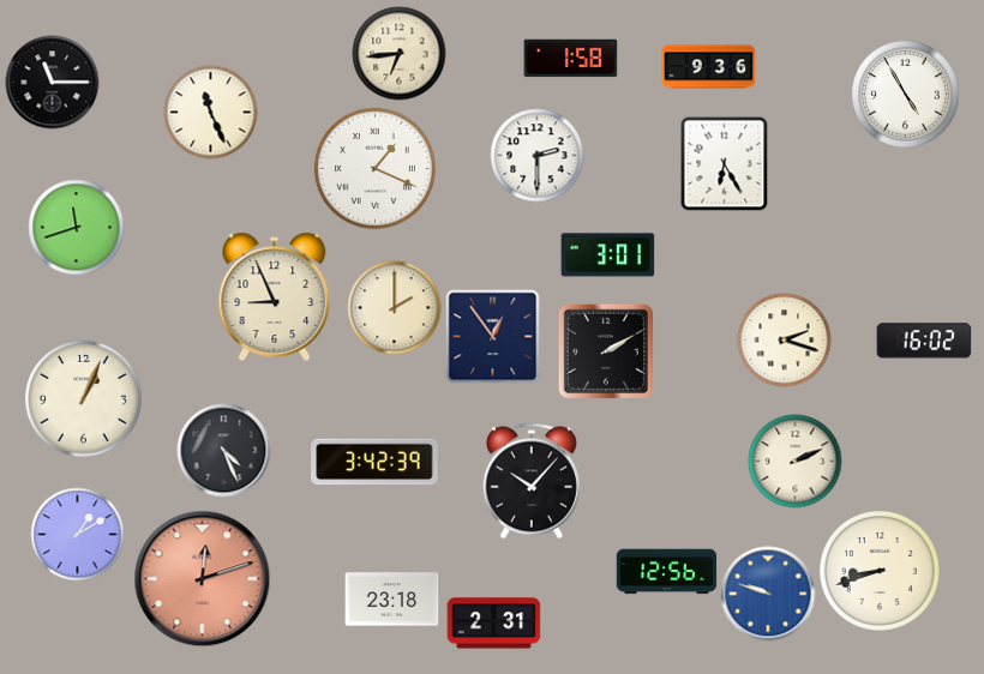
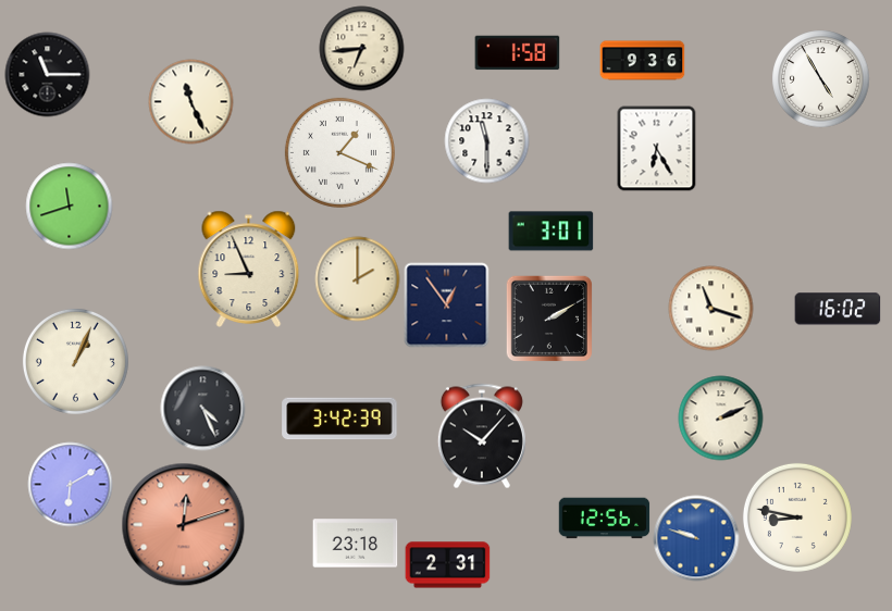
clock at (905, 94) position: (905, 94) -> (820, 78)
clock at (536, 155): 2:30 -> 11:30
clock at (784, 339): 2:18 -> 11:18
clock at (77, 534): 1:10 -> 6:10
clock at (880, 571): 8:42 -> 8:47
